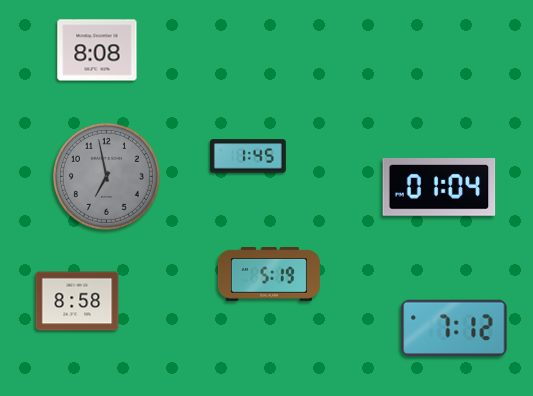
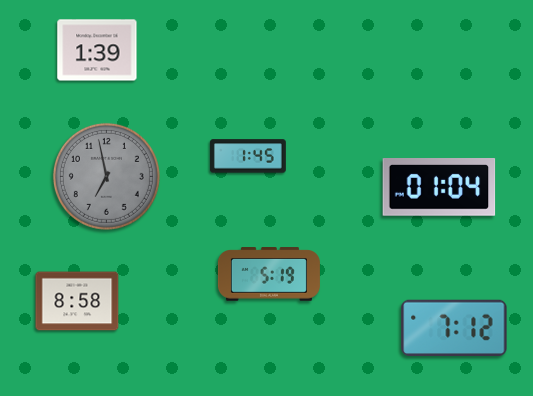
clock at (97, 50): 8:08 -> 1:39
